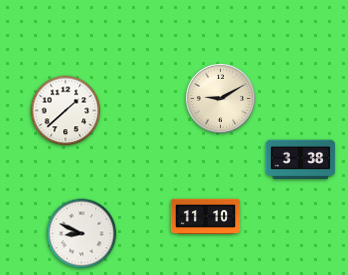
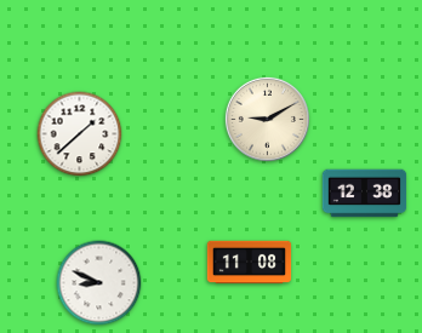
clock at (301, 160): 3:38 -> 12:38
clock at (206, 217): 11:10 -> 11:08
